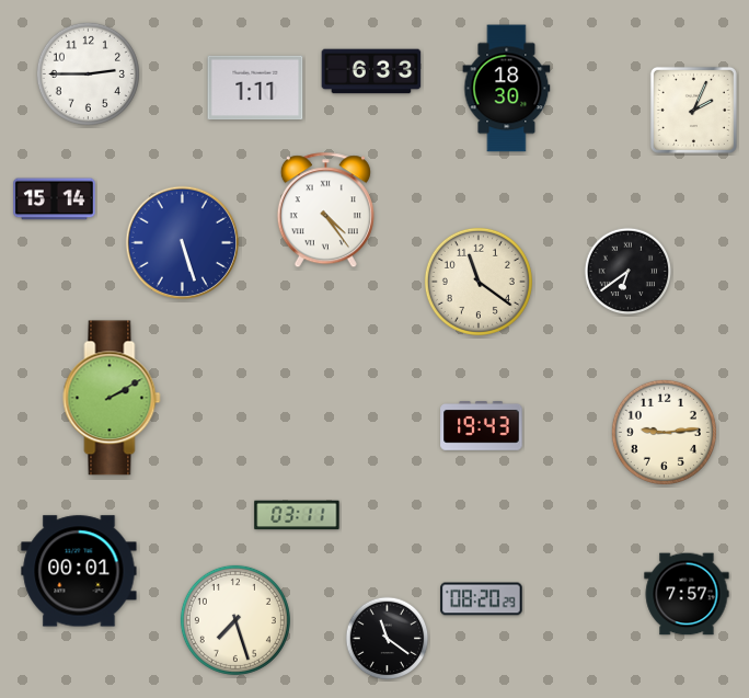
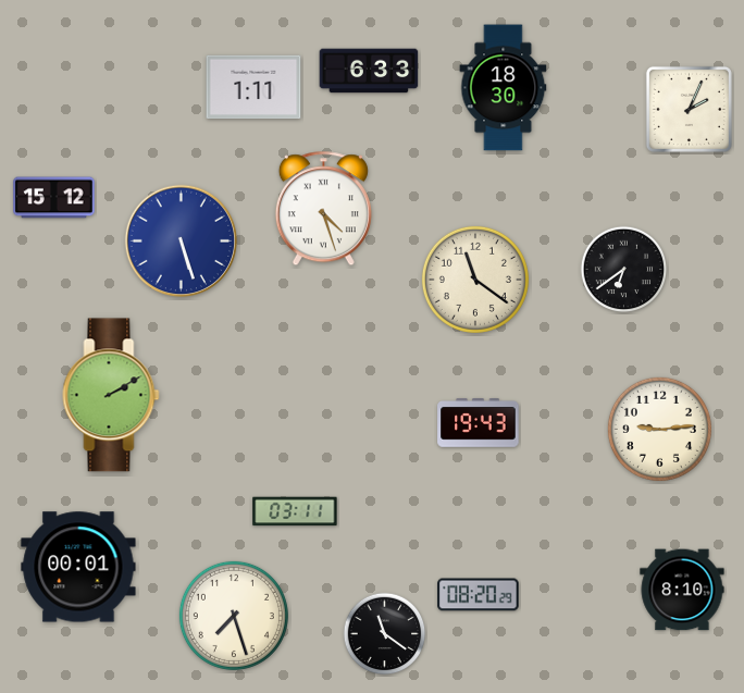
clock at (88, 73): 2:45 -> none
clock at (55, 199): 15:14 -> 15:12
clock at (325, 210): 4:24 -> 4:27
clock at (687, 594): 7:57 -> 8:10
